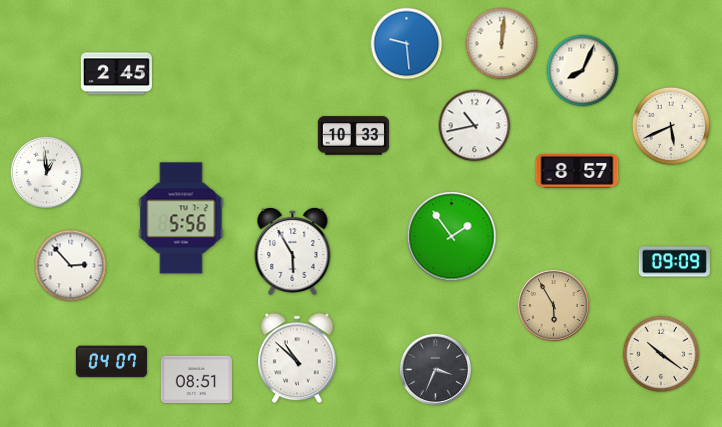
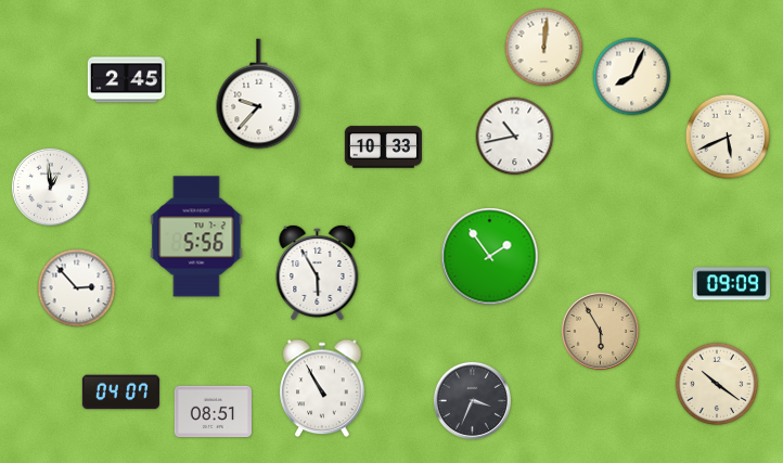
clock at (407, 44): 9:29 -> none
clock at (259, 94): none -> 9:37
clock at (577, 172): 8:57 -> none
clock at (297, 358): 10:52 -> 10:55
